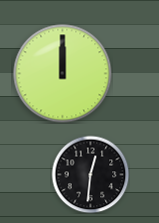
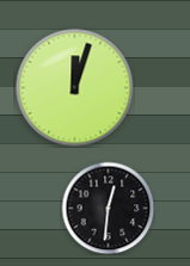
clock at (63, 74): 12:00 -> 12:03
